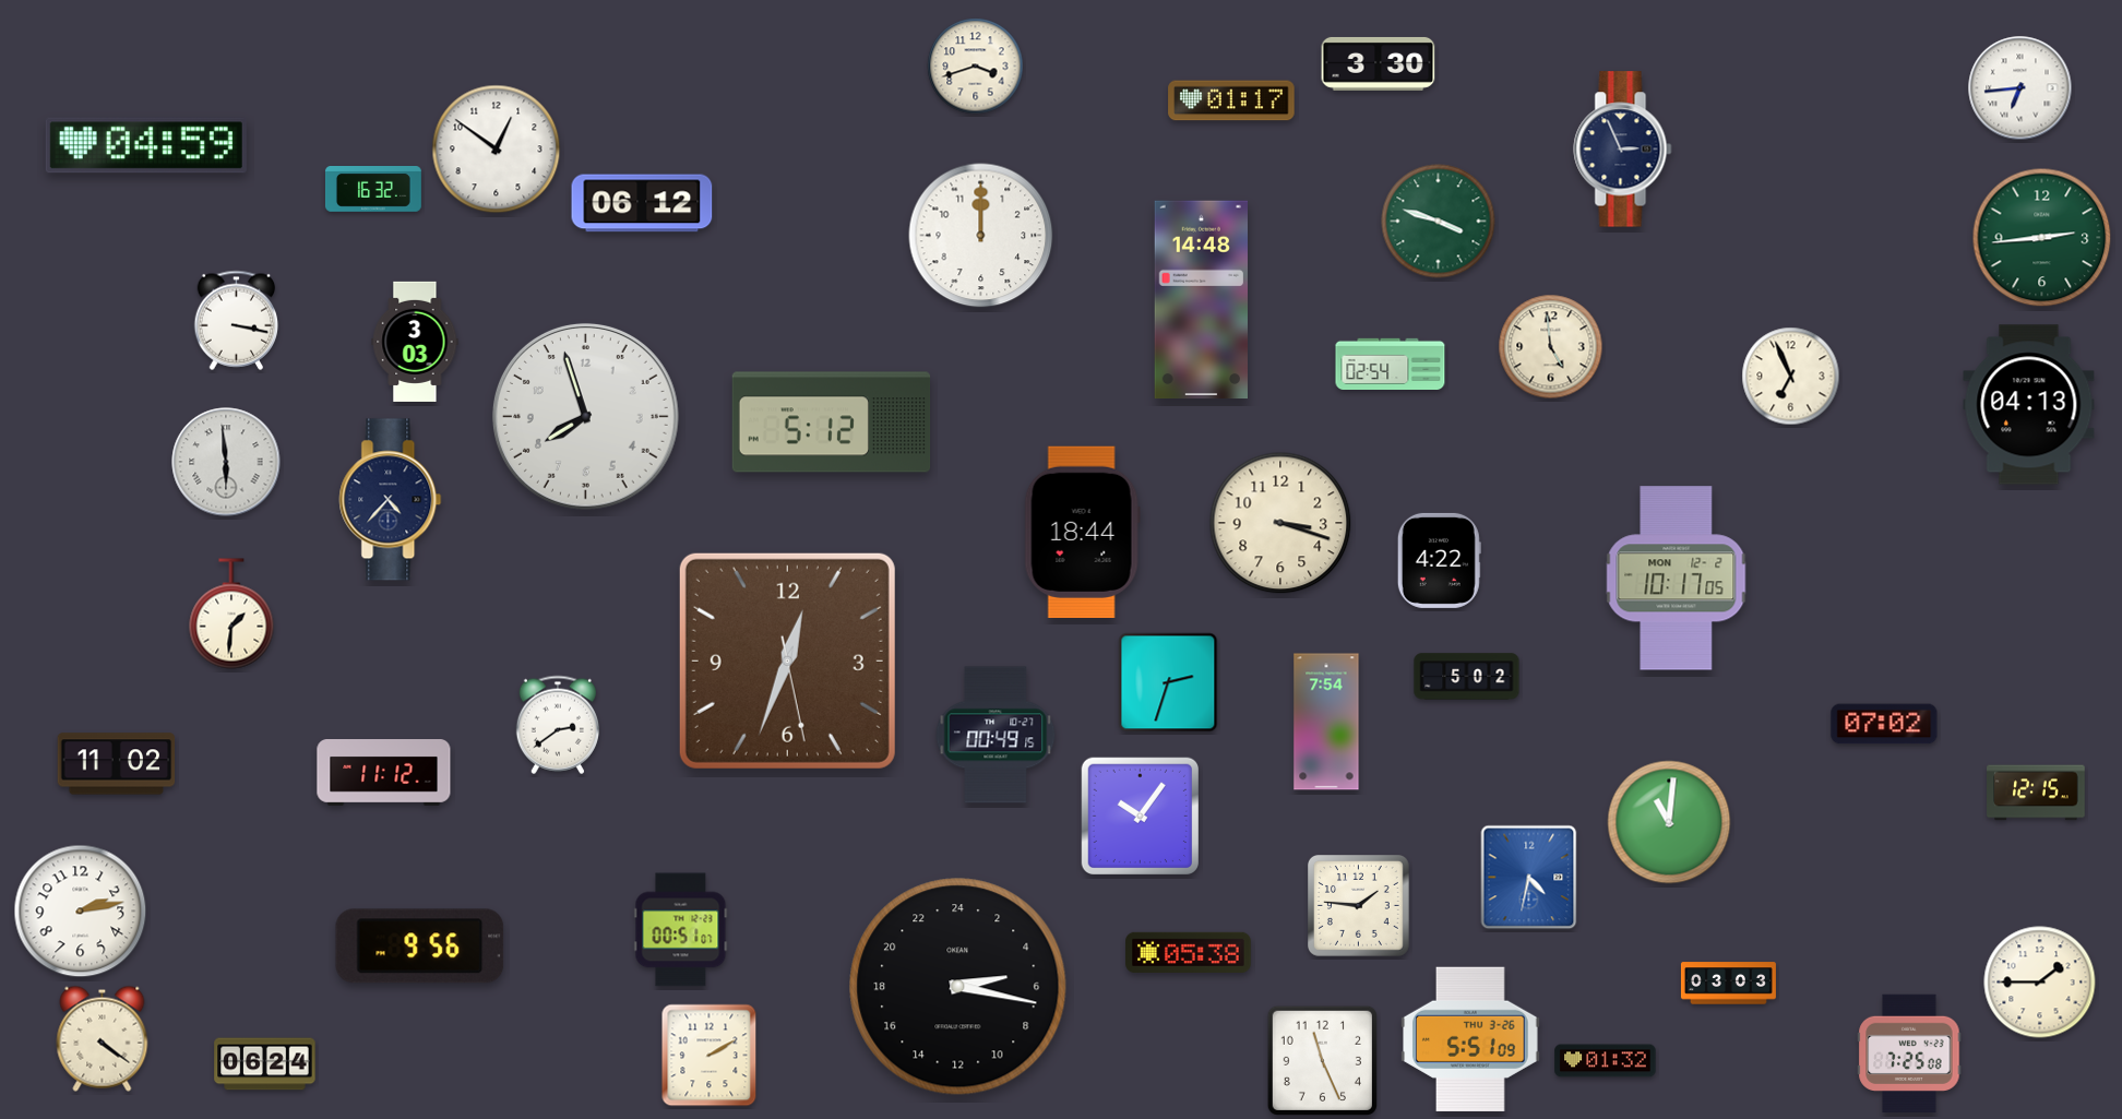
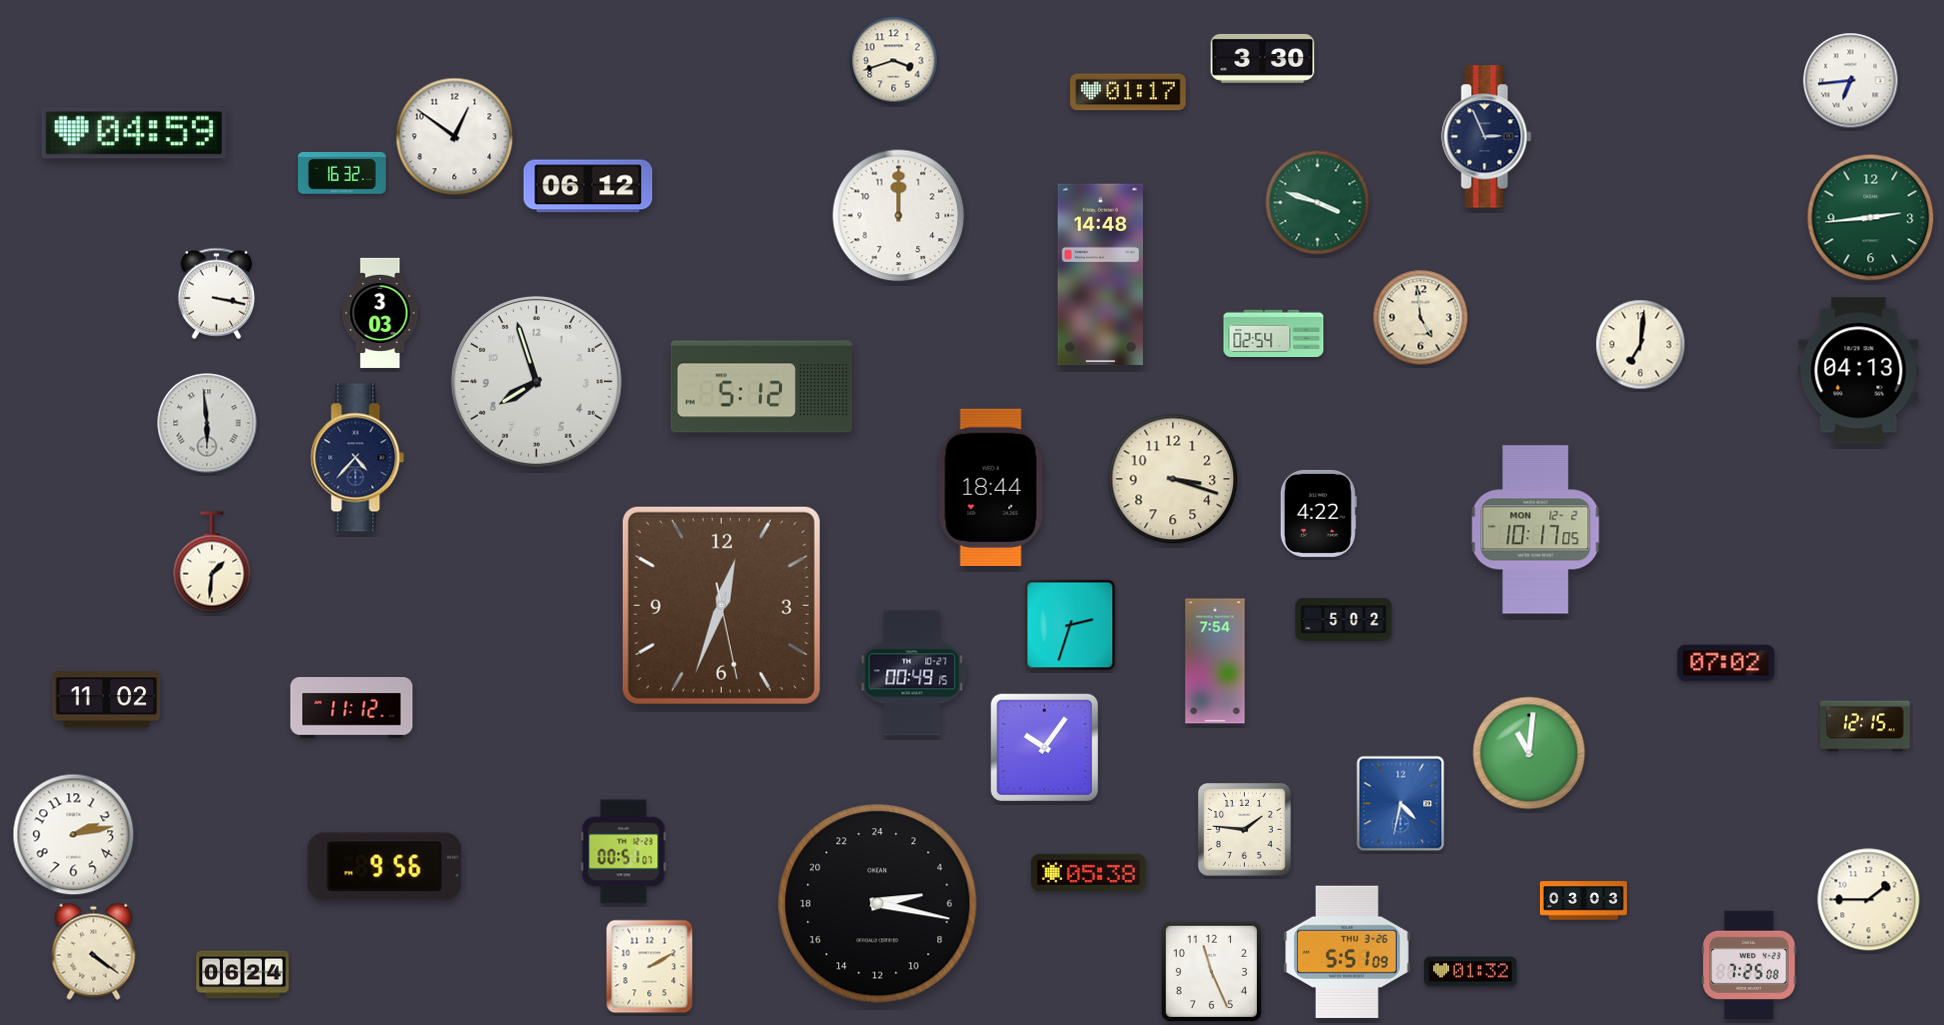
clock at (1791, 377): 6:56 -> 7:01
clock at (557, 725): 2:39 -> none
